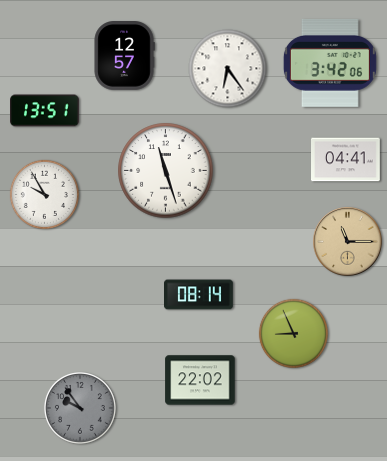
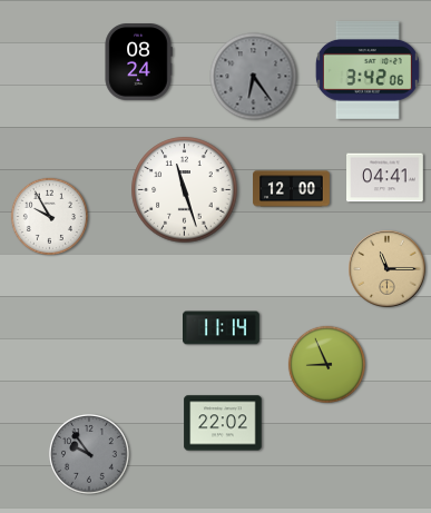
clock at (124, 56): 12:57 -> 08:24
clock at (228, 69) dial: white -> grey
clock at (45, 111): 13:51 -> none
clock at (292, 189): none -> 12:00
clock at (199, 295): 08:14 -> 11:14
clock at (293, 333) position: (293, 333) -> (326, 364)
